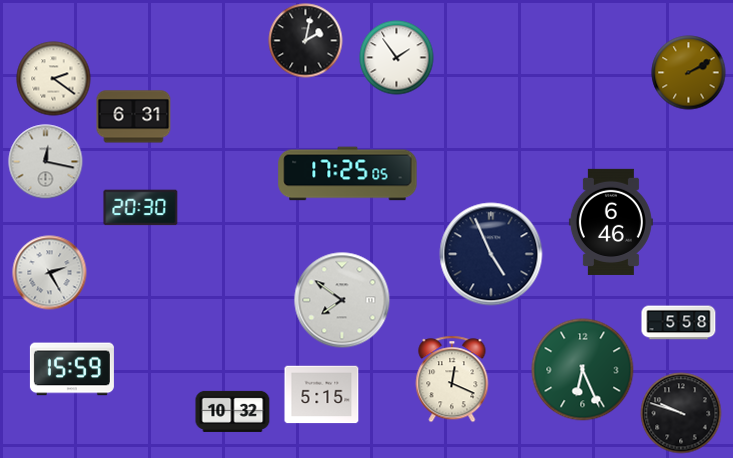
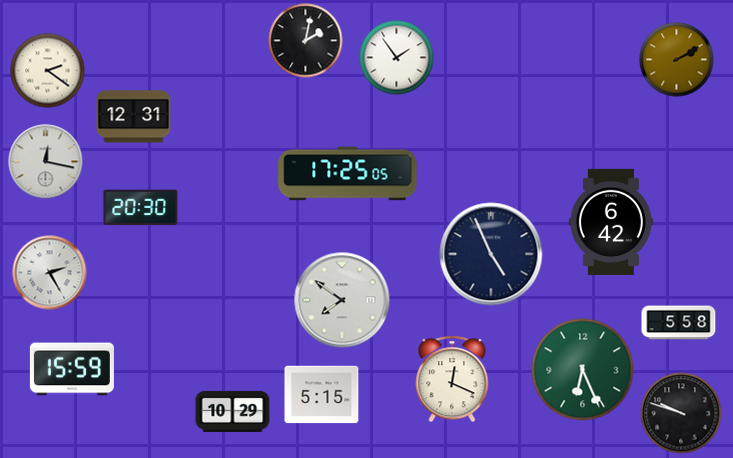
clock at (689, 73) position: (689, 73) -> (677, 60)
clock at (54, 79) position: (54, 79) -> (48, 71)
clock at (134, 117): 6:31 -> 12:31
clock at (611, 222): 6:46 -> 6:42
clock at (233, 411): 10:32 -> 10:29
